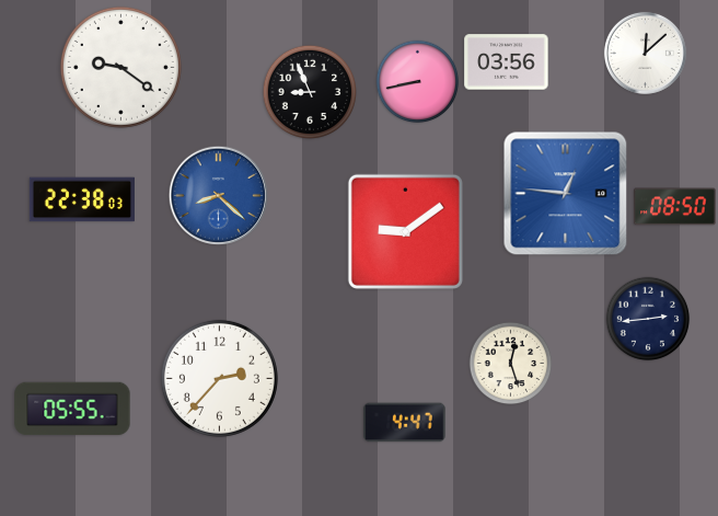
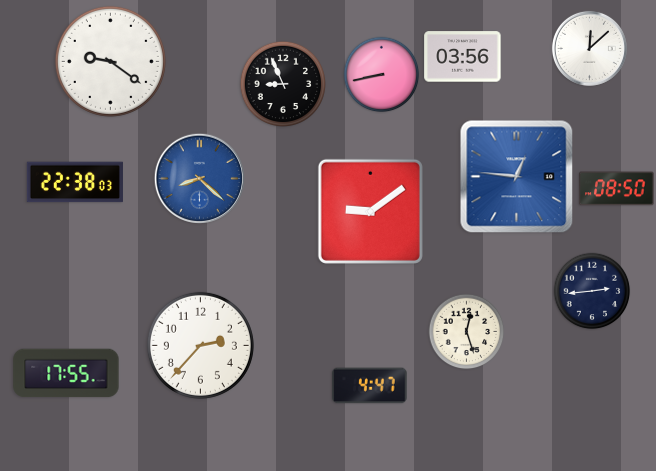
clock at (72, 409): 05:55 -> 17:55
